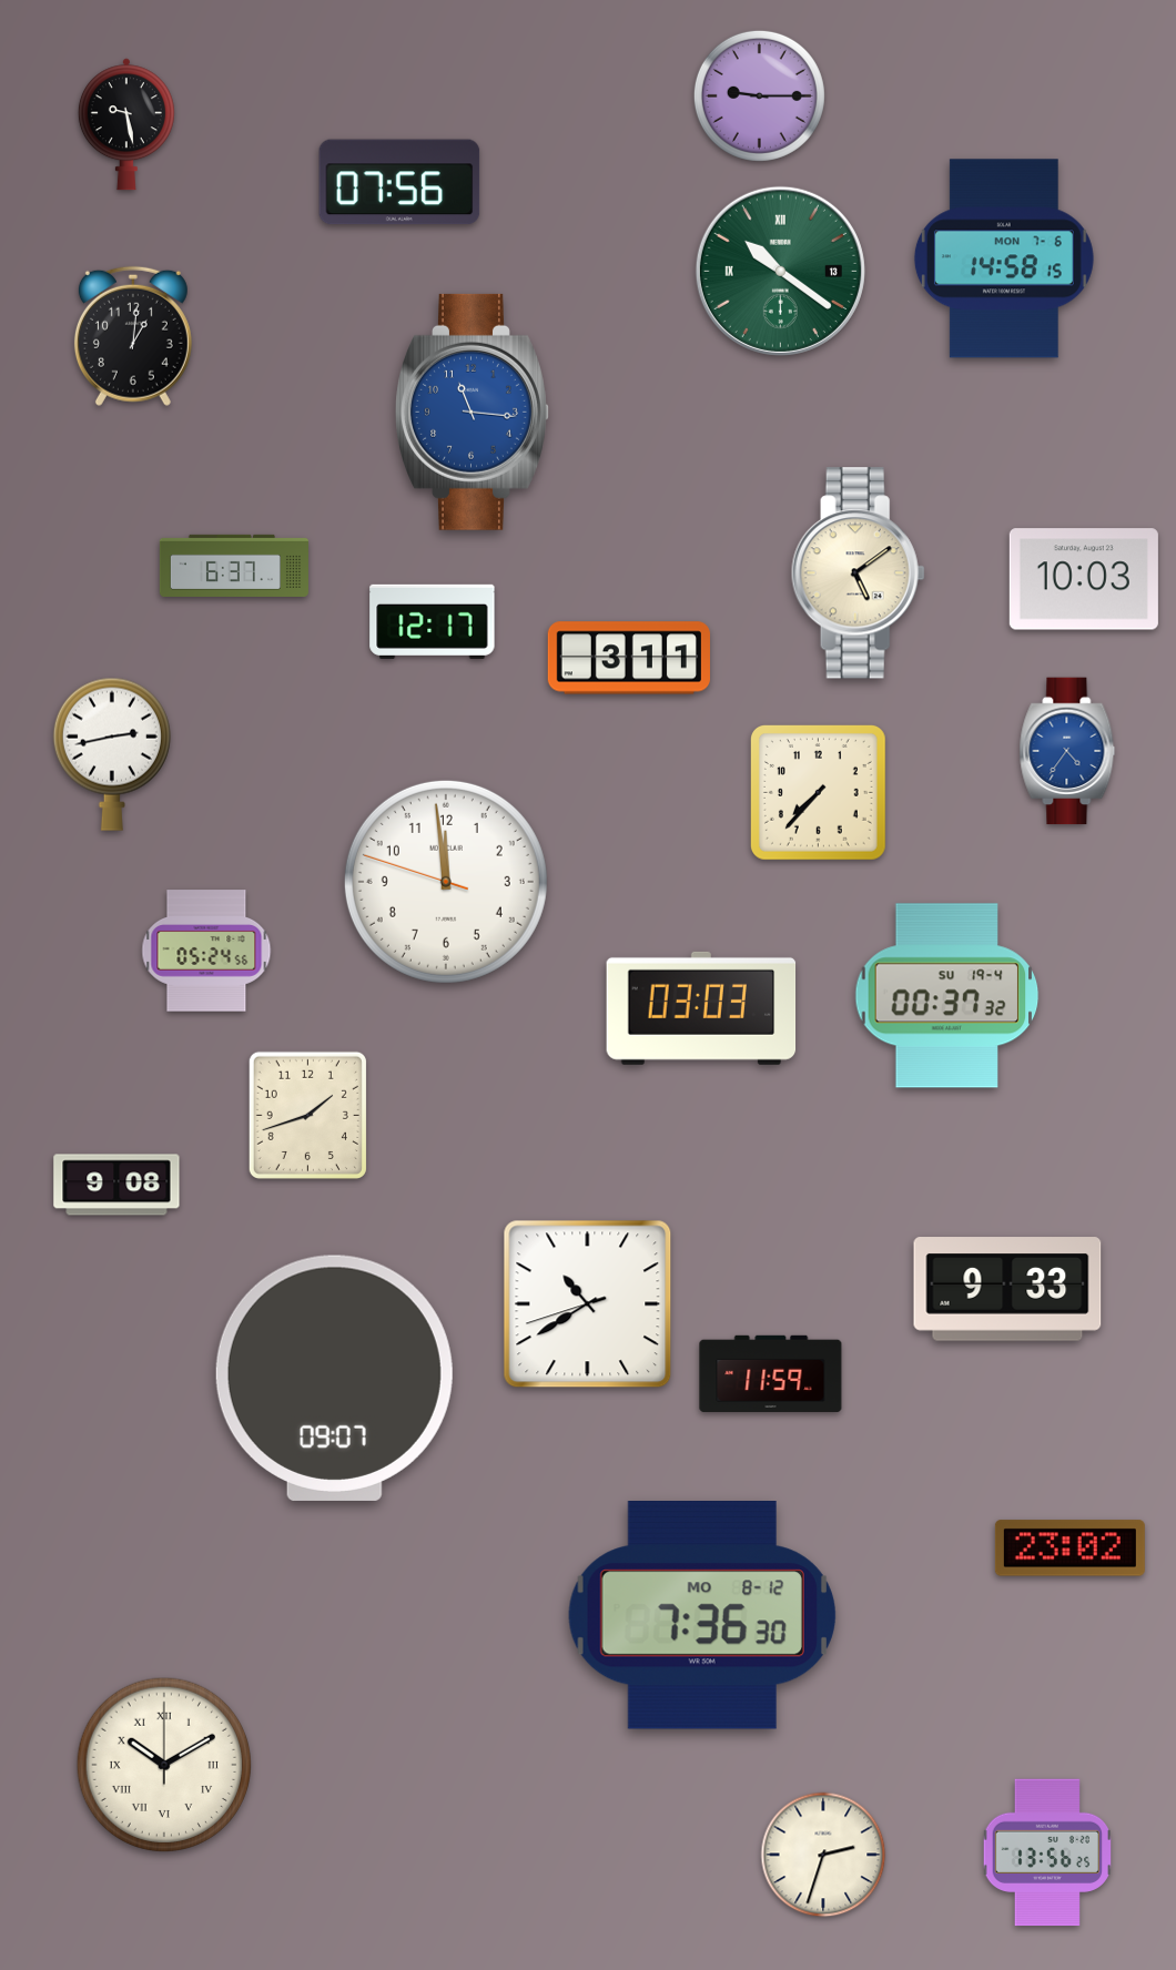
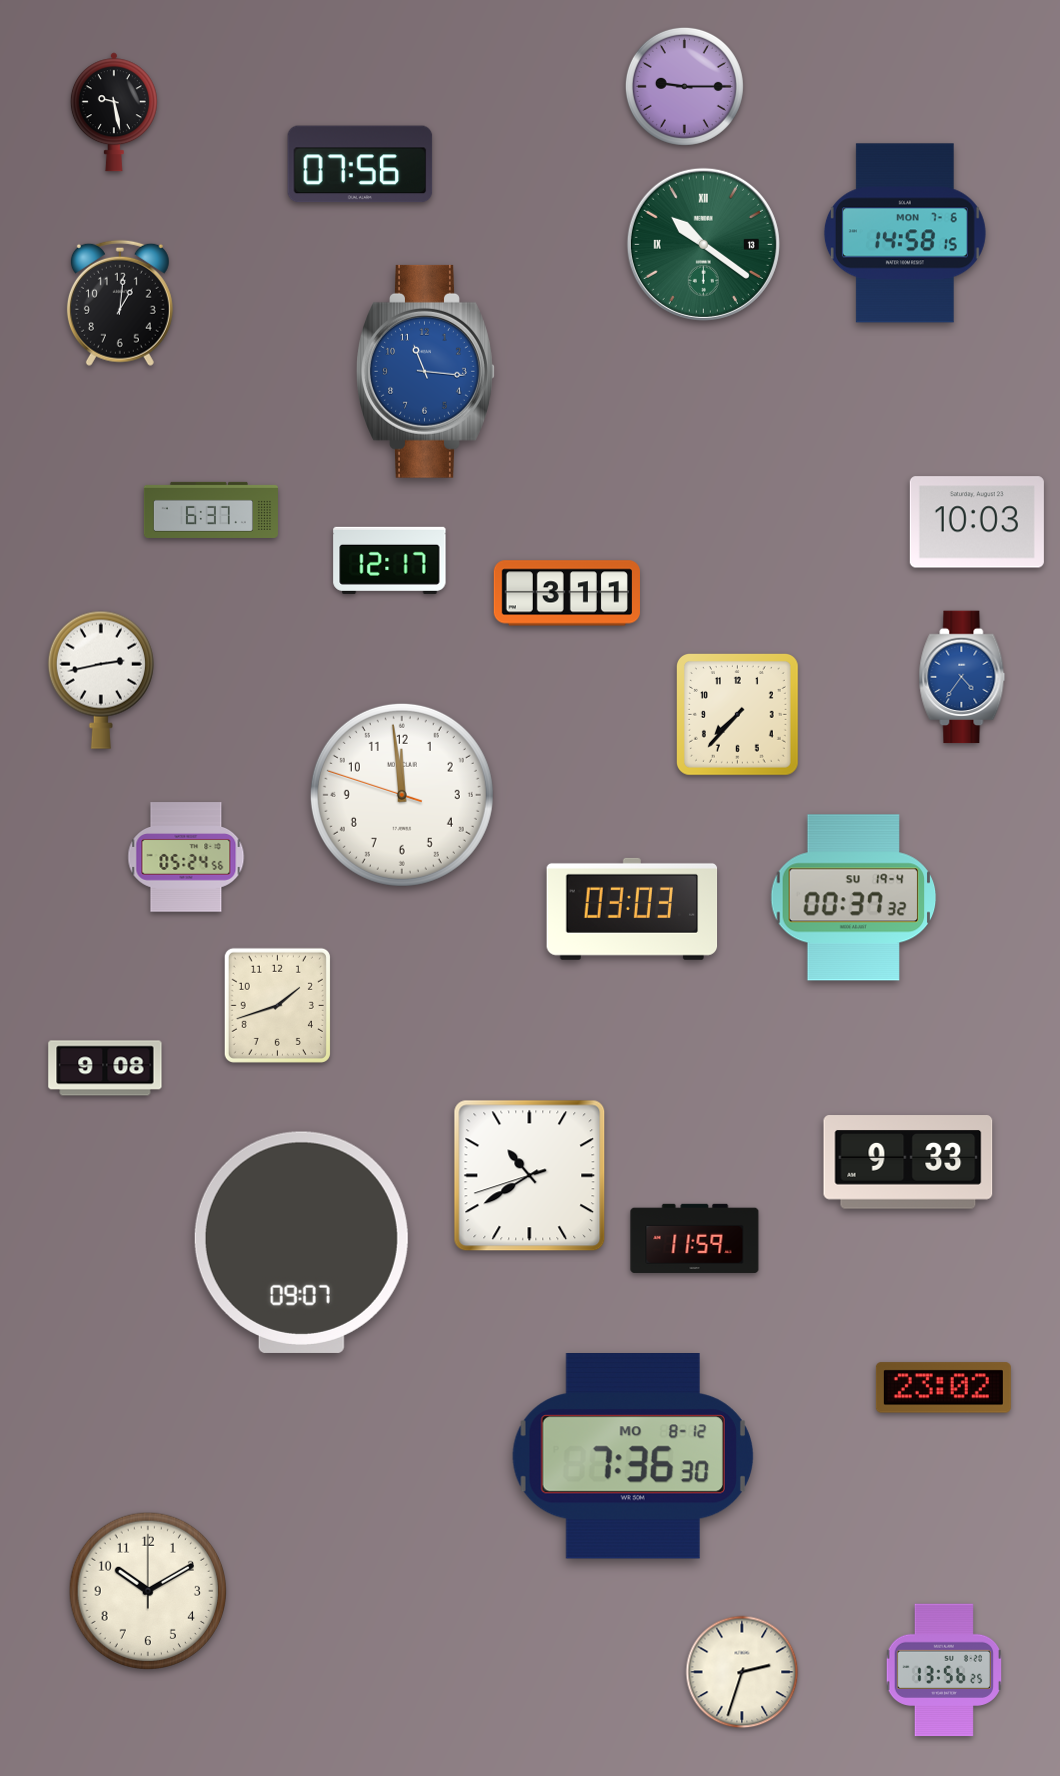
clock at (858, 573): 5:09 -> none
clock at (1069, 1548) position: (1069, 1548) -> (943, 1388)
clock at (163, 1764) numerals: Roman -> Arabic
